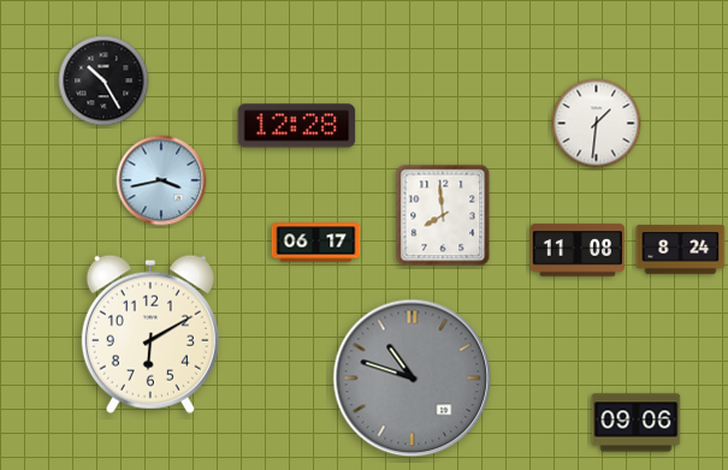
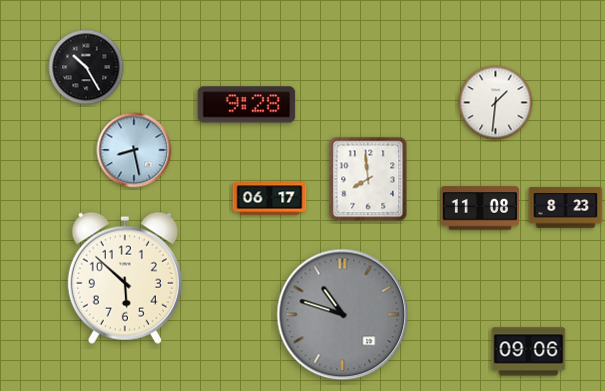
clock at (297, 126): 12:28 -> 9:28
clock at (161, 180): 3:43 -> 8:28
clock at (316, 243) position: (316, 243) -> (270, 199)
clock at (681, 250): 8:24 -> 8:23
clock at (150, 334): 6:10 -> 5:52
